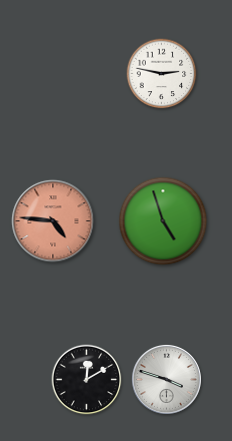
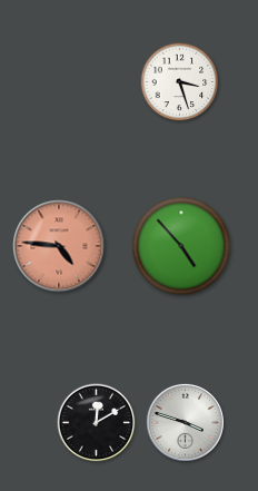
clock at (162, 74): 2:47 -> 3:27
clock at (163, 221): 4:57 -> 4:53
